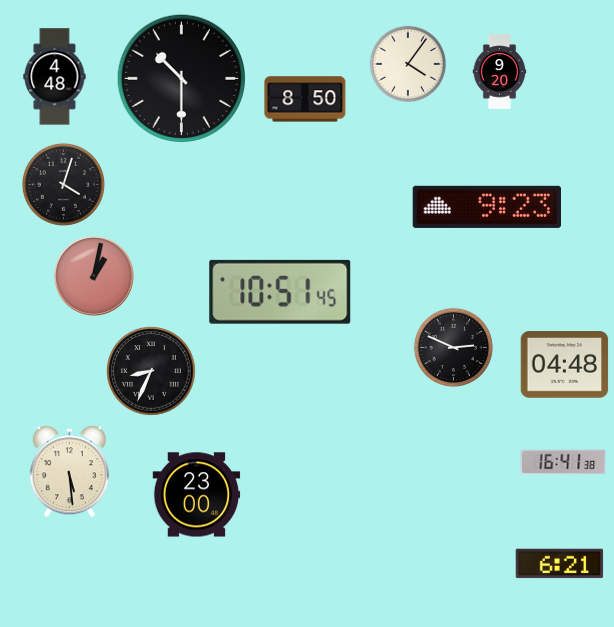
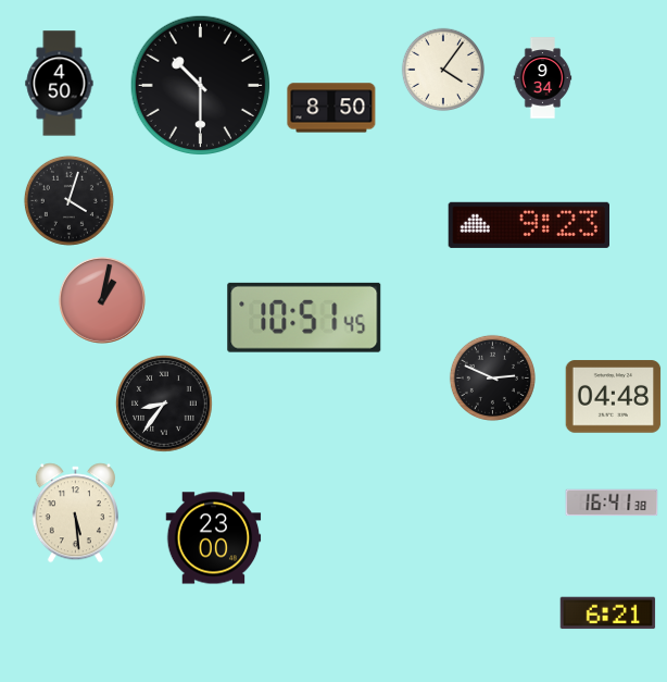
clock at (500, 72): 9:20 -> 9:34
clock at (55, 77): 4:48 -> 4:50
clock at (181, 78) position: (181, 78) -> (200, 85)
clock at (151, 371): 8:34 -> 8:36
